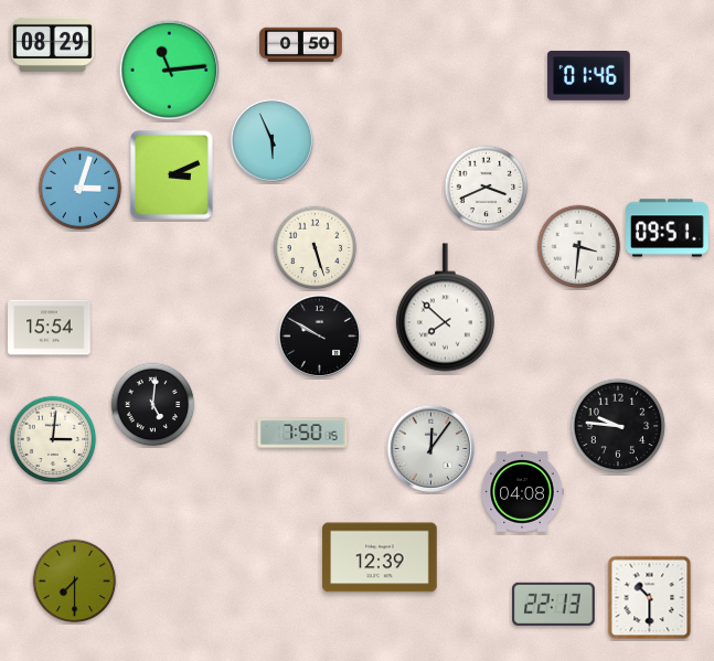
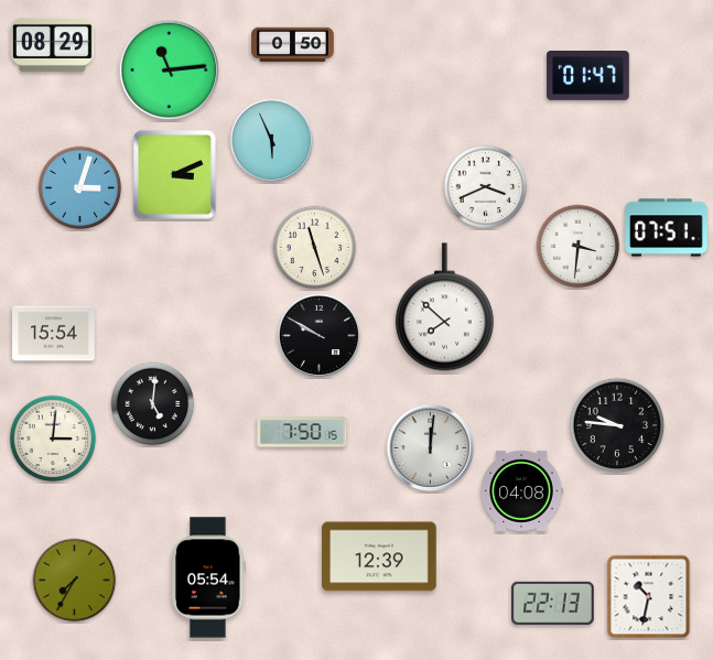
clock at (301, 45) position: (301, 45) -> (293, 45)
clock at (589, 76): 01:46 -> 01:47
clock at (171, 174) position: (171, 174) -> (174, 174)
clock at (668, 228): 09:51 -> 07:51
clock at (316, 248): 5:27 -> 11:27
clock at (50, 328) position: (50, 328) -> (54, 334)
clock at (430, 448): 12:06 -> 12:01
clock at (208, 577): none -> 05:54
clock at (75, 582): 7:30 -> 7:35
clock at (650, 598): 10:30 -> 10:32
